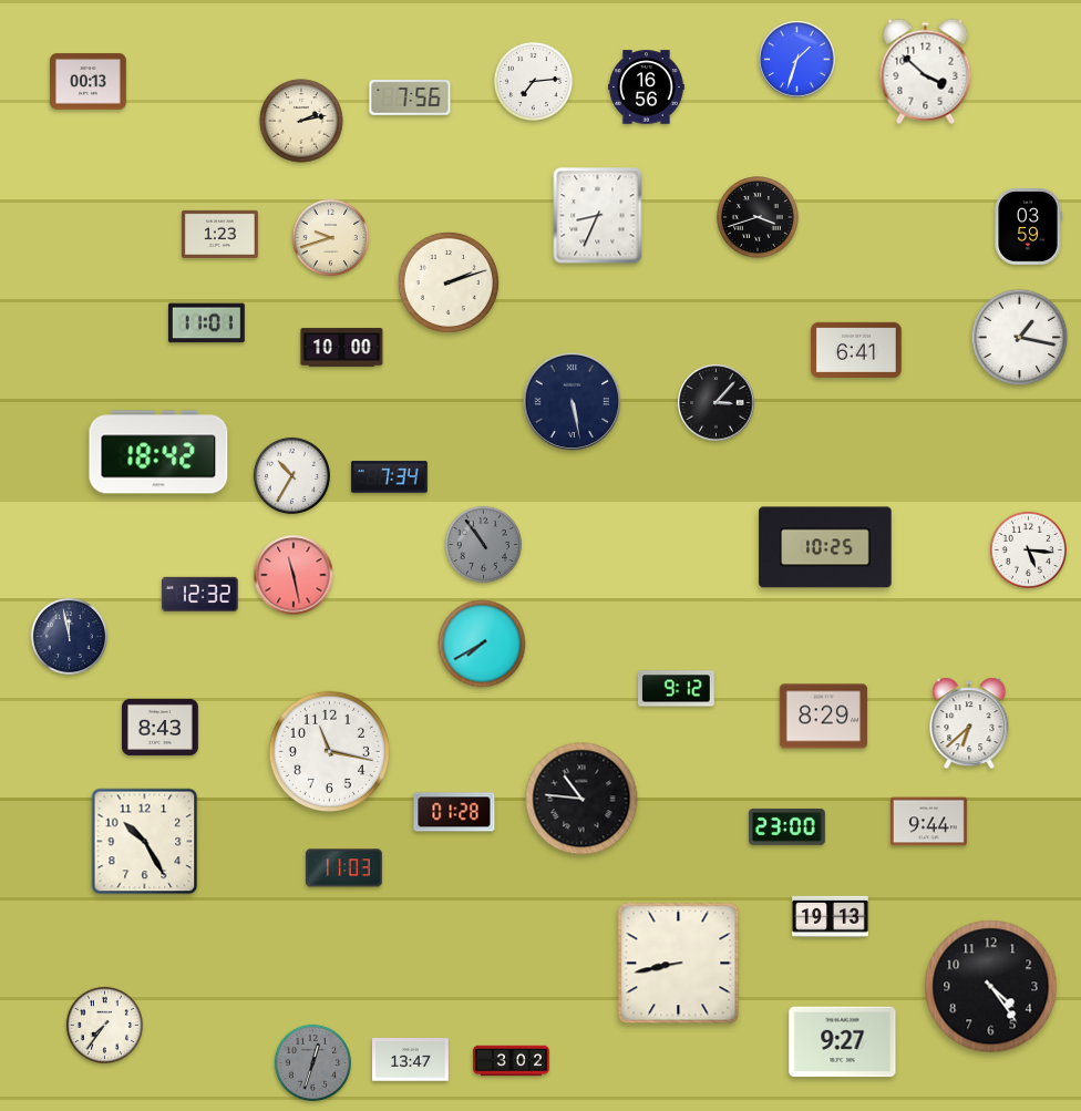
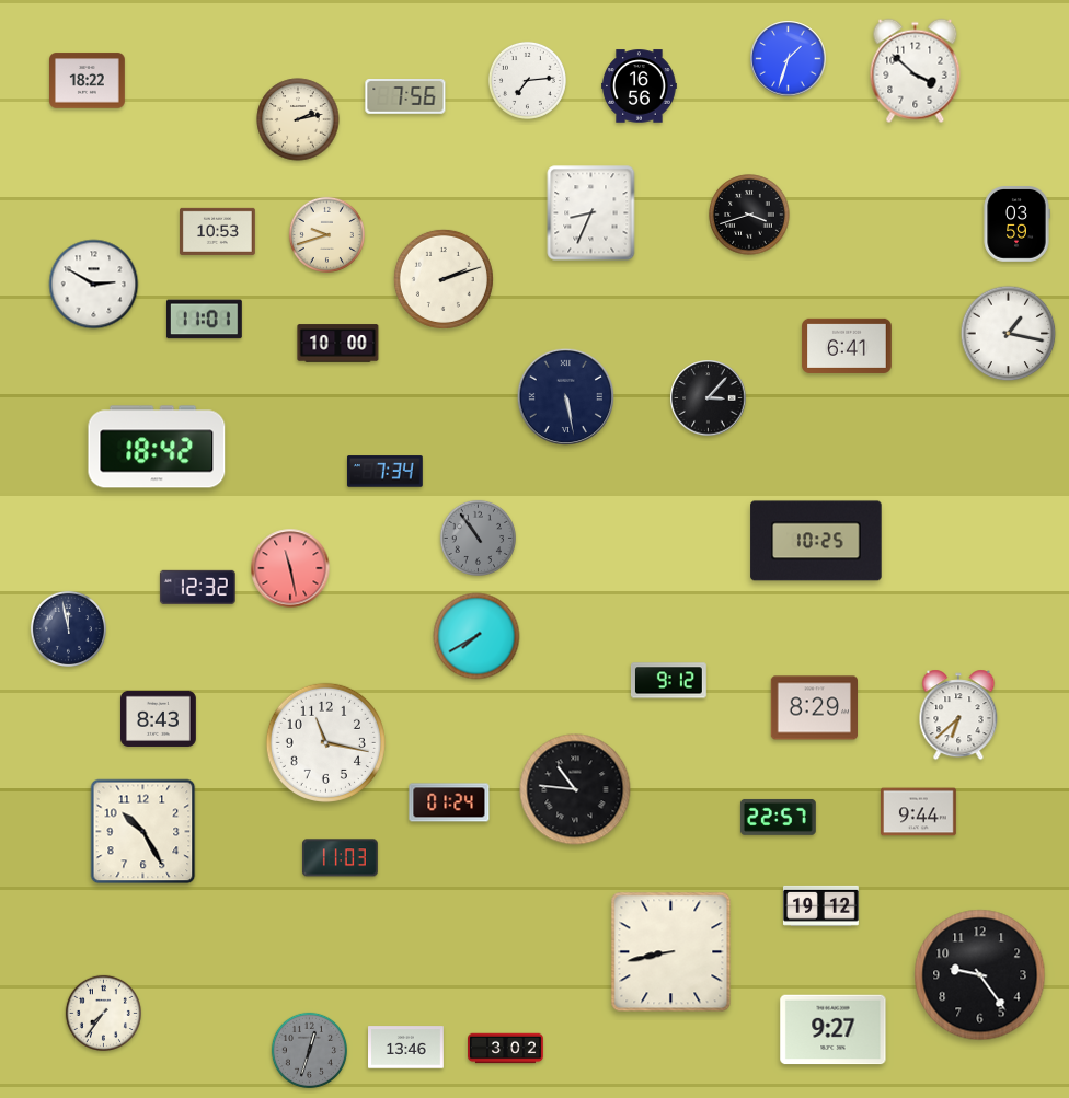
clock at (89, 82): 00:13 -> 18:22
clock at (220, 234): 1:23 -> 10:53
clock at (94, 285): none -> 2:50
clock at (291, 475): 10:35 -> none
clock at (1028, 549): 5:16 -> none
clock at (454, 812): 01:28 -> 01:24
clock at (786, 826): 23:00 -> 22:57
clock at (831, 916): 19:13 -> 19:12
clock at (991, 987): 4:24 -> 9:24
clock at (411, 1060): 13:47 -> 13:46
